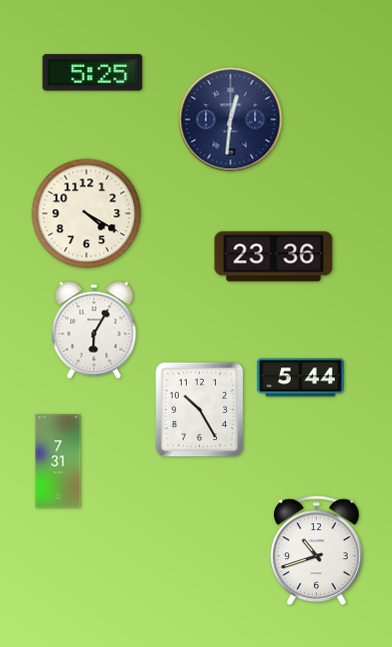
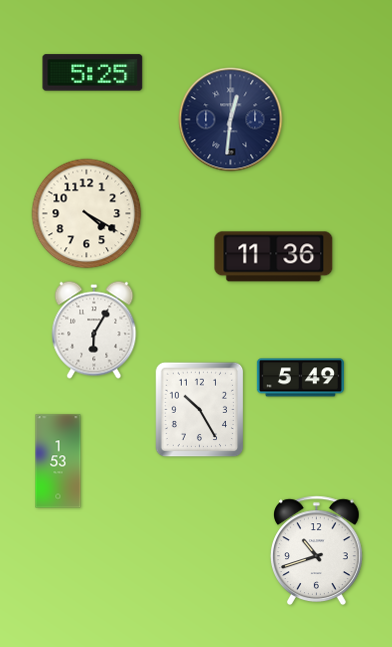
clock at (274, 257): 23:36 -> 11:36
clock at (300, 378): 5:44 -> 5:49
clock at (58, 461): 7:31 -> 1:53
